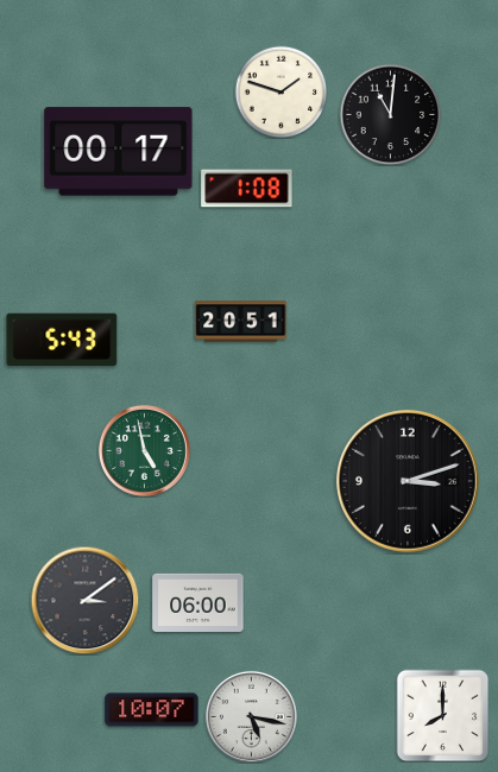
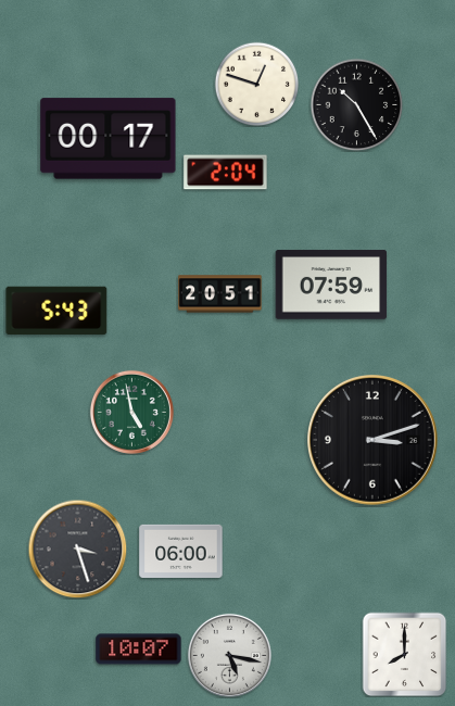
clock at (280, 91): 1:48 -> 12:48
clock at (390, 114): 11:01 -> 10:25
clock at (247, 189): 1:08 -> 2:04
clock at (331, 285): none -> 07:59
clock at (84, 600): 3:09 -> 3:27
